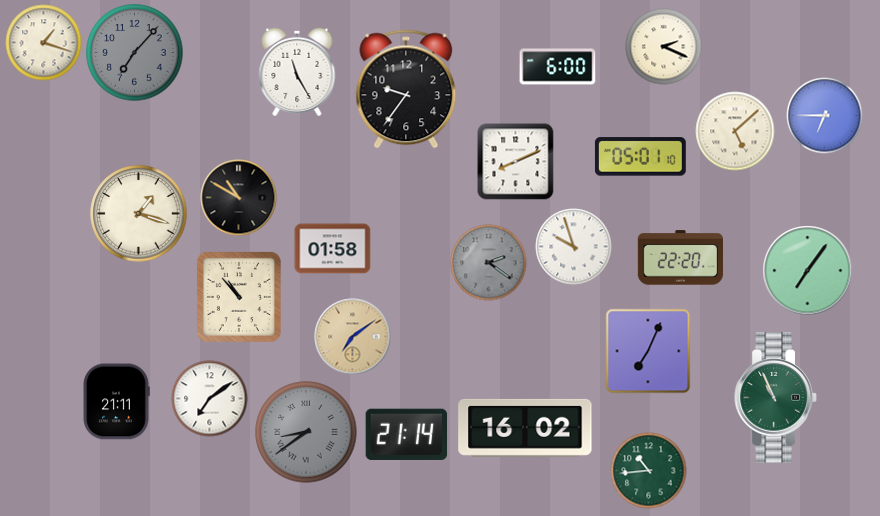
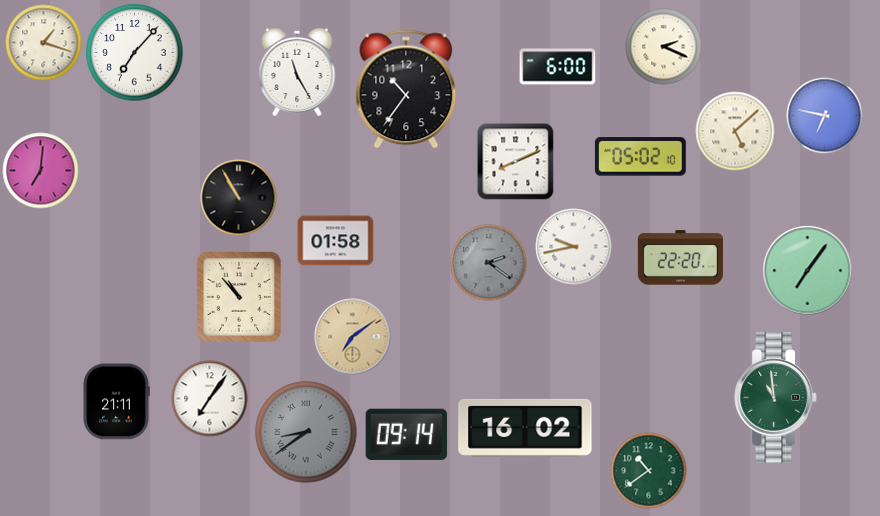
clock at (135, 53) dial: grey -> white
clock at (406, 89): 9:36 -> 10:36
clock at (825, 116): 6:45 -> 6:47
clock at (640, 157): 05:01 -> 05:02
clock at (41, 171): none -> 7:01
clock at (239, 198): 10:50 -> 10:55
clock at (139, 214): 1:18 -> none
clock at (574, 247): 9:57 -> 9:43
clock at (333, 249) position: (333, 249) -> (336, 241)
clock at (648, 351): 7:04 -> none
clock at (776, 398): 10:56 -> 10:59
clock at (210, 399): 7:09 -> 7:06
clock at (407, 434): 21:14 -> 09:14
clock at (649, 471): 10:44 -> 10:39
